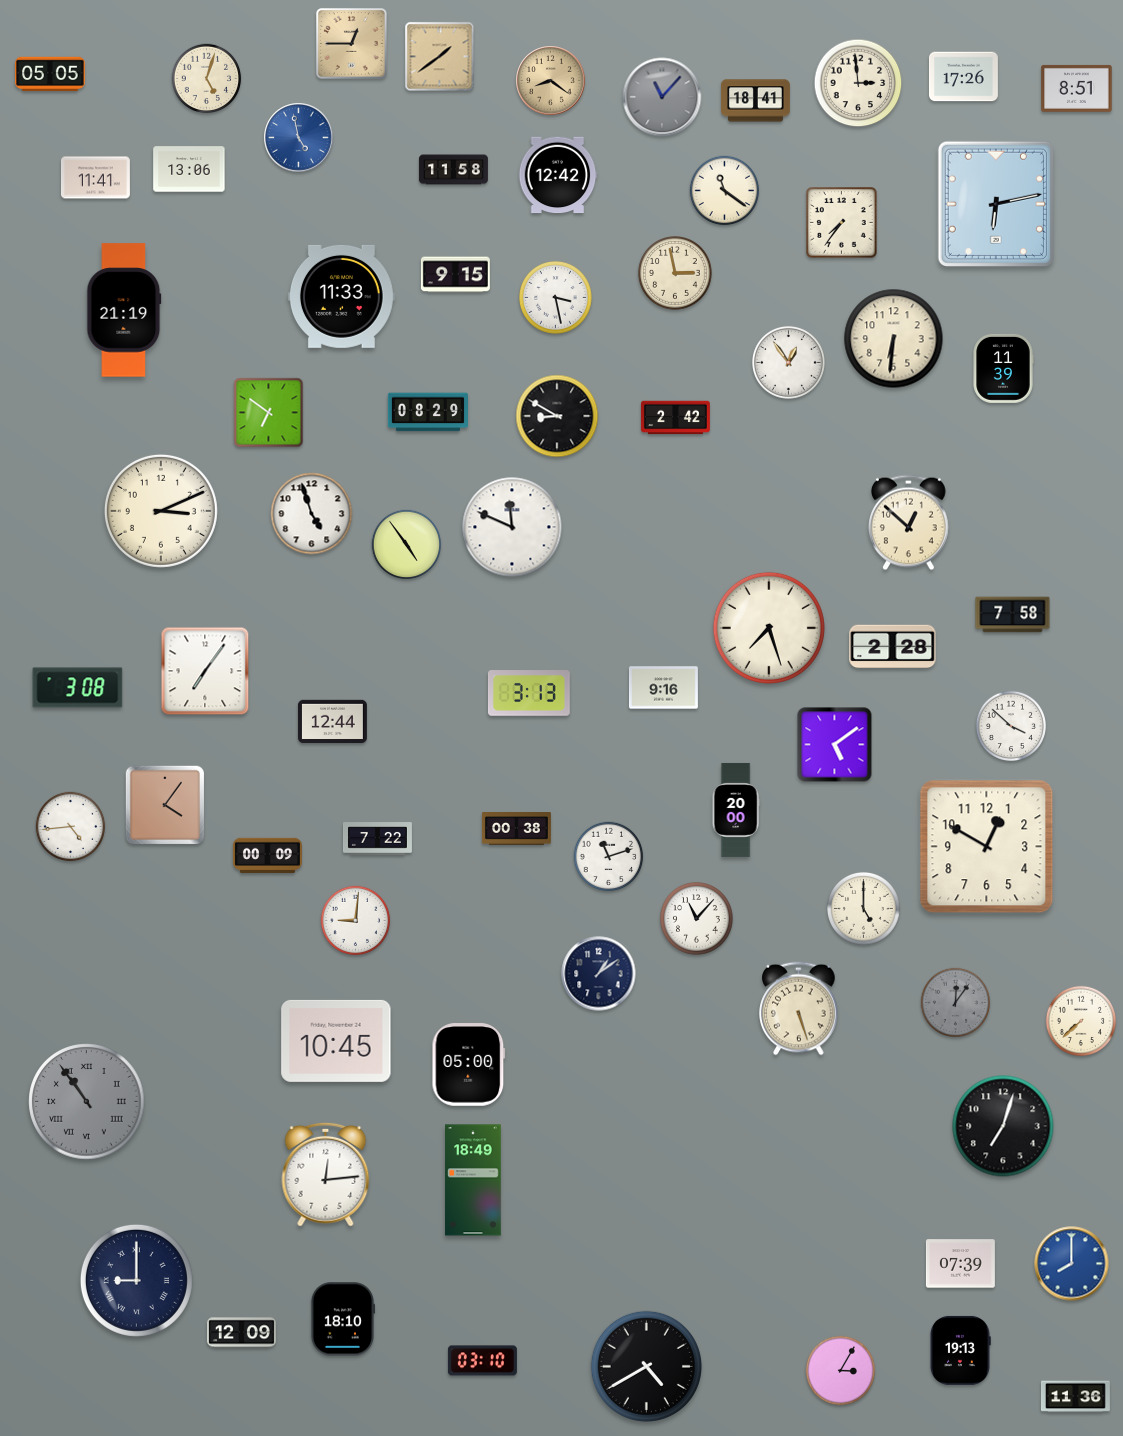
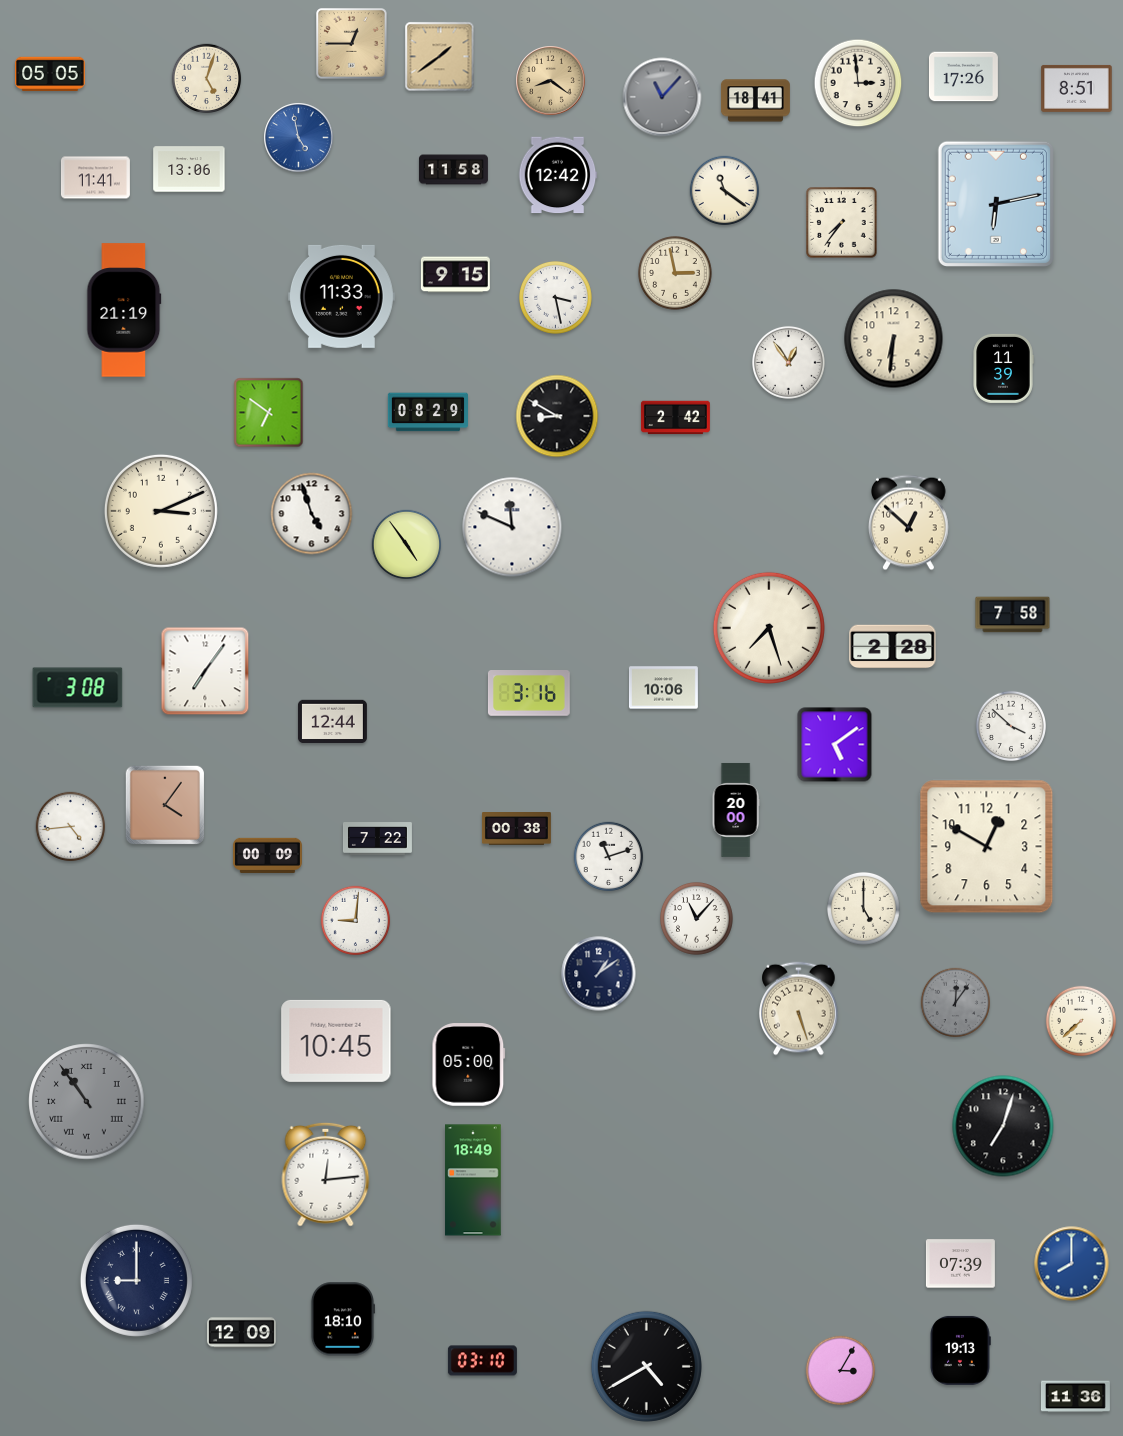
clock at (663, 688): 9:16 -> 10:06
clock at (529, 694): 3:13 -> 3:16
